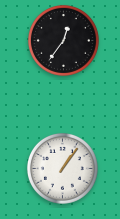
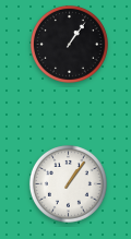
clock at (63, 40): 12:36 -> 1:06
